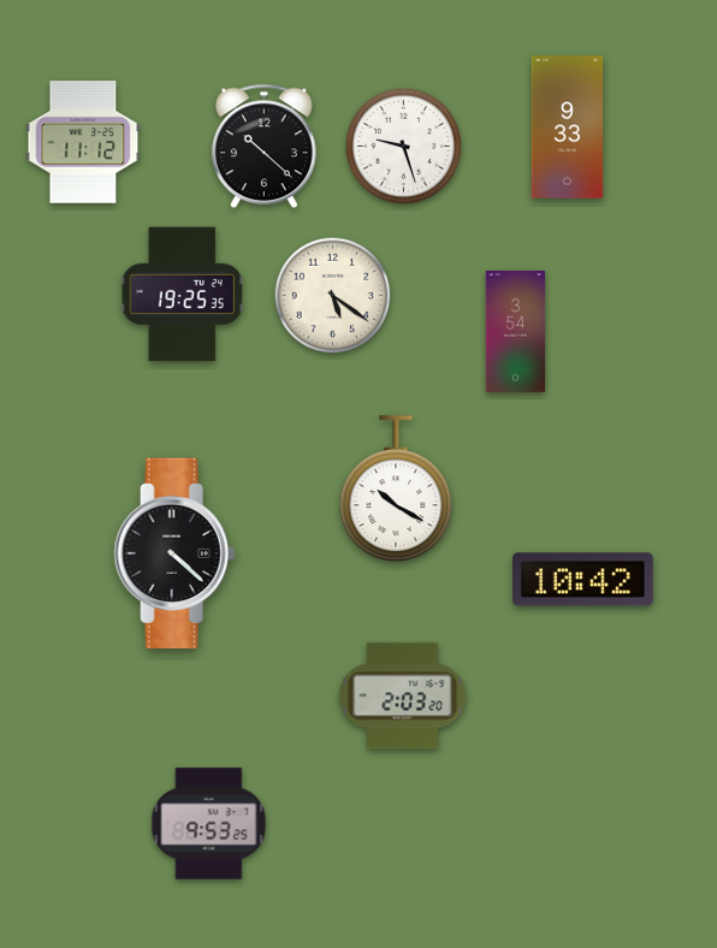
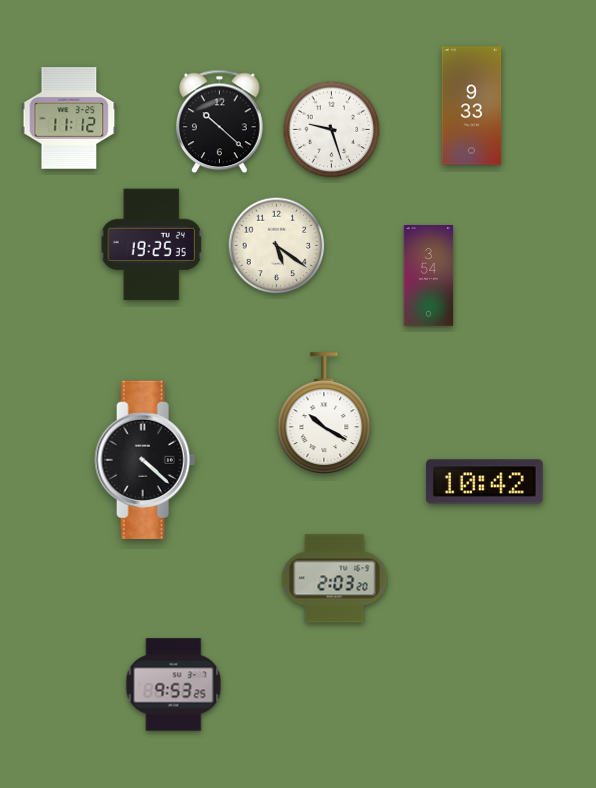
clock at (404, 147) position: (404, 147) -> (332, 130)
clock at (396, 488) position: (396, 488) -> (324, 413)
